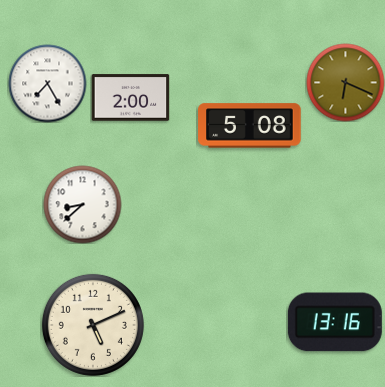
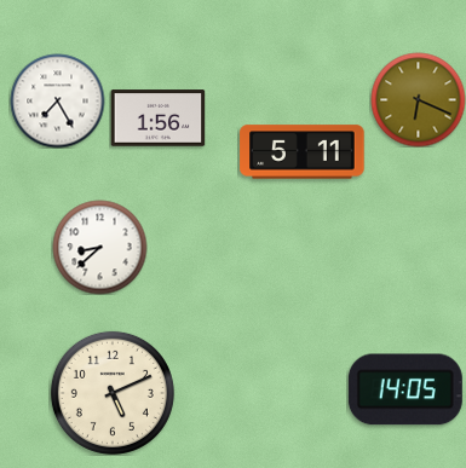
clock at (130, 98): 2:00 -> 1:56
clock at (250, 126): 5:08 -> 5:11
clock at (335, 322): 13:16 -> 14:05
